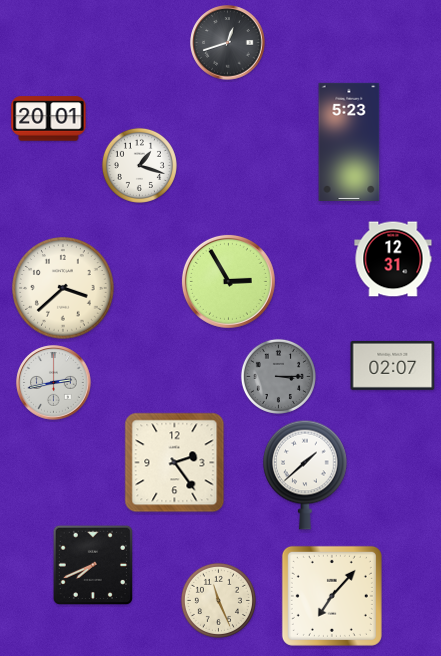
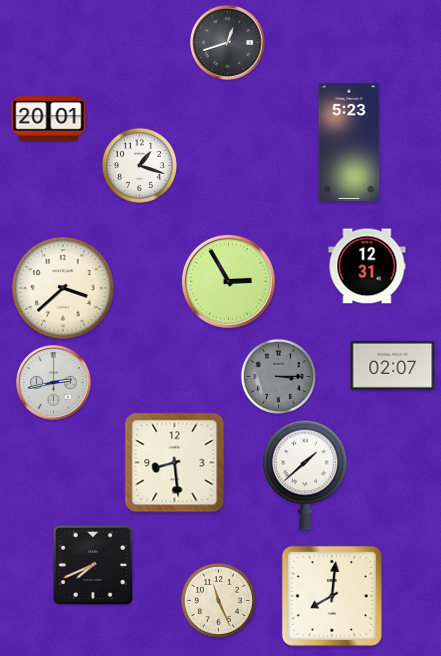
clock at (393, 259) position: (393, 259) -> (367, 266)
clock at (175, 463): 2:24 -> 8:29
clock at (332, 596): 7:07 -> 8:01
